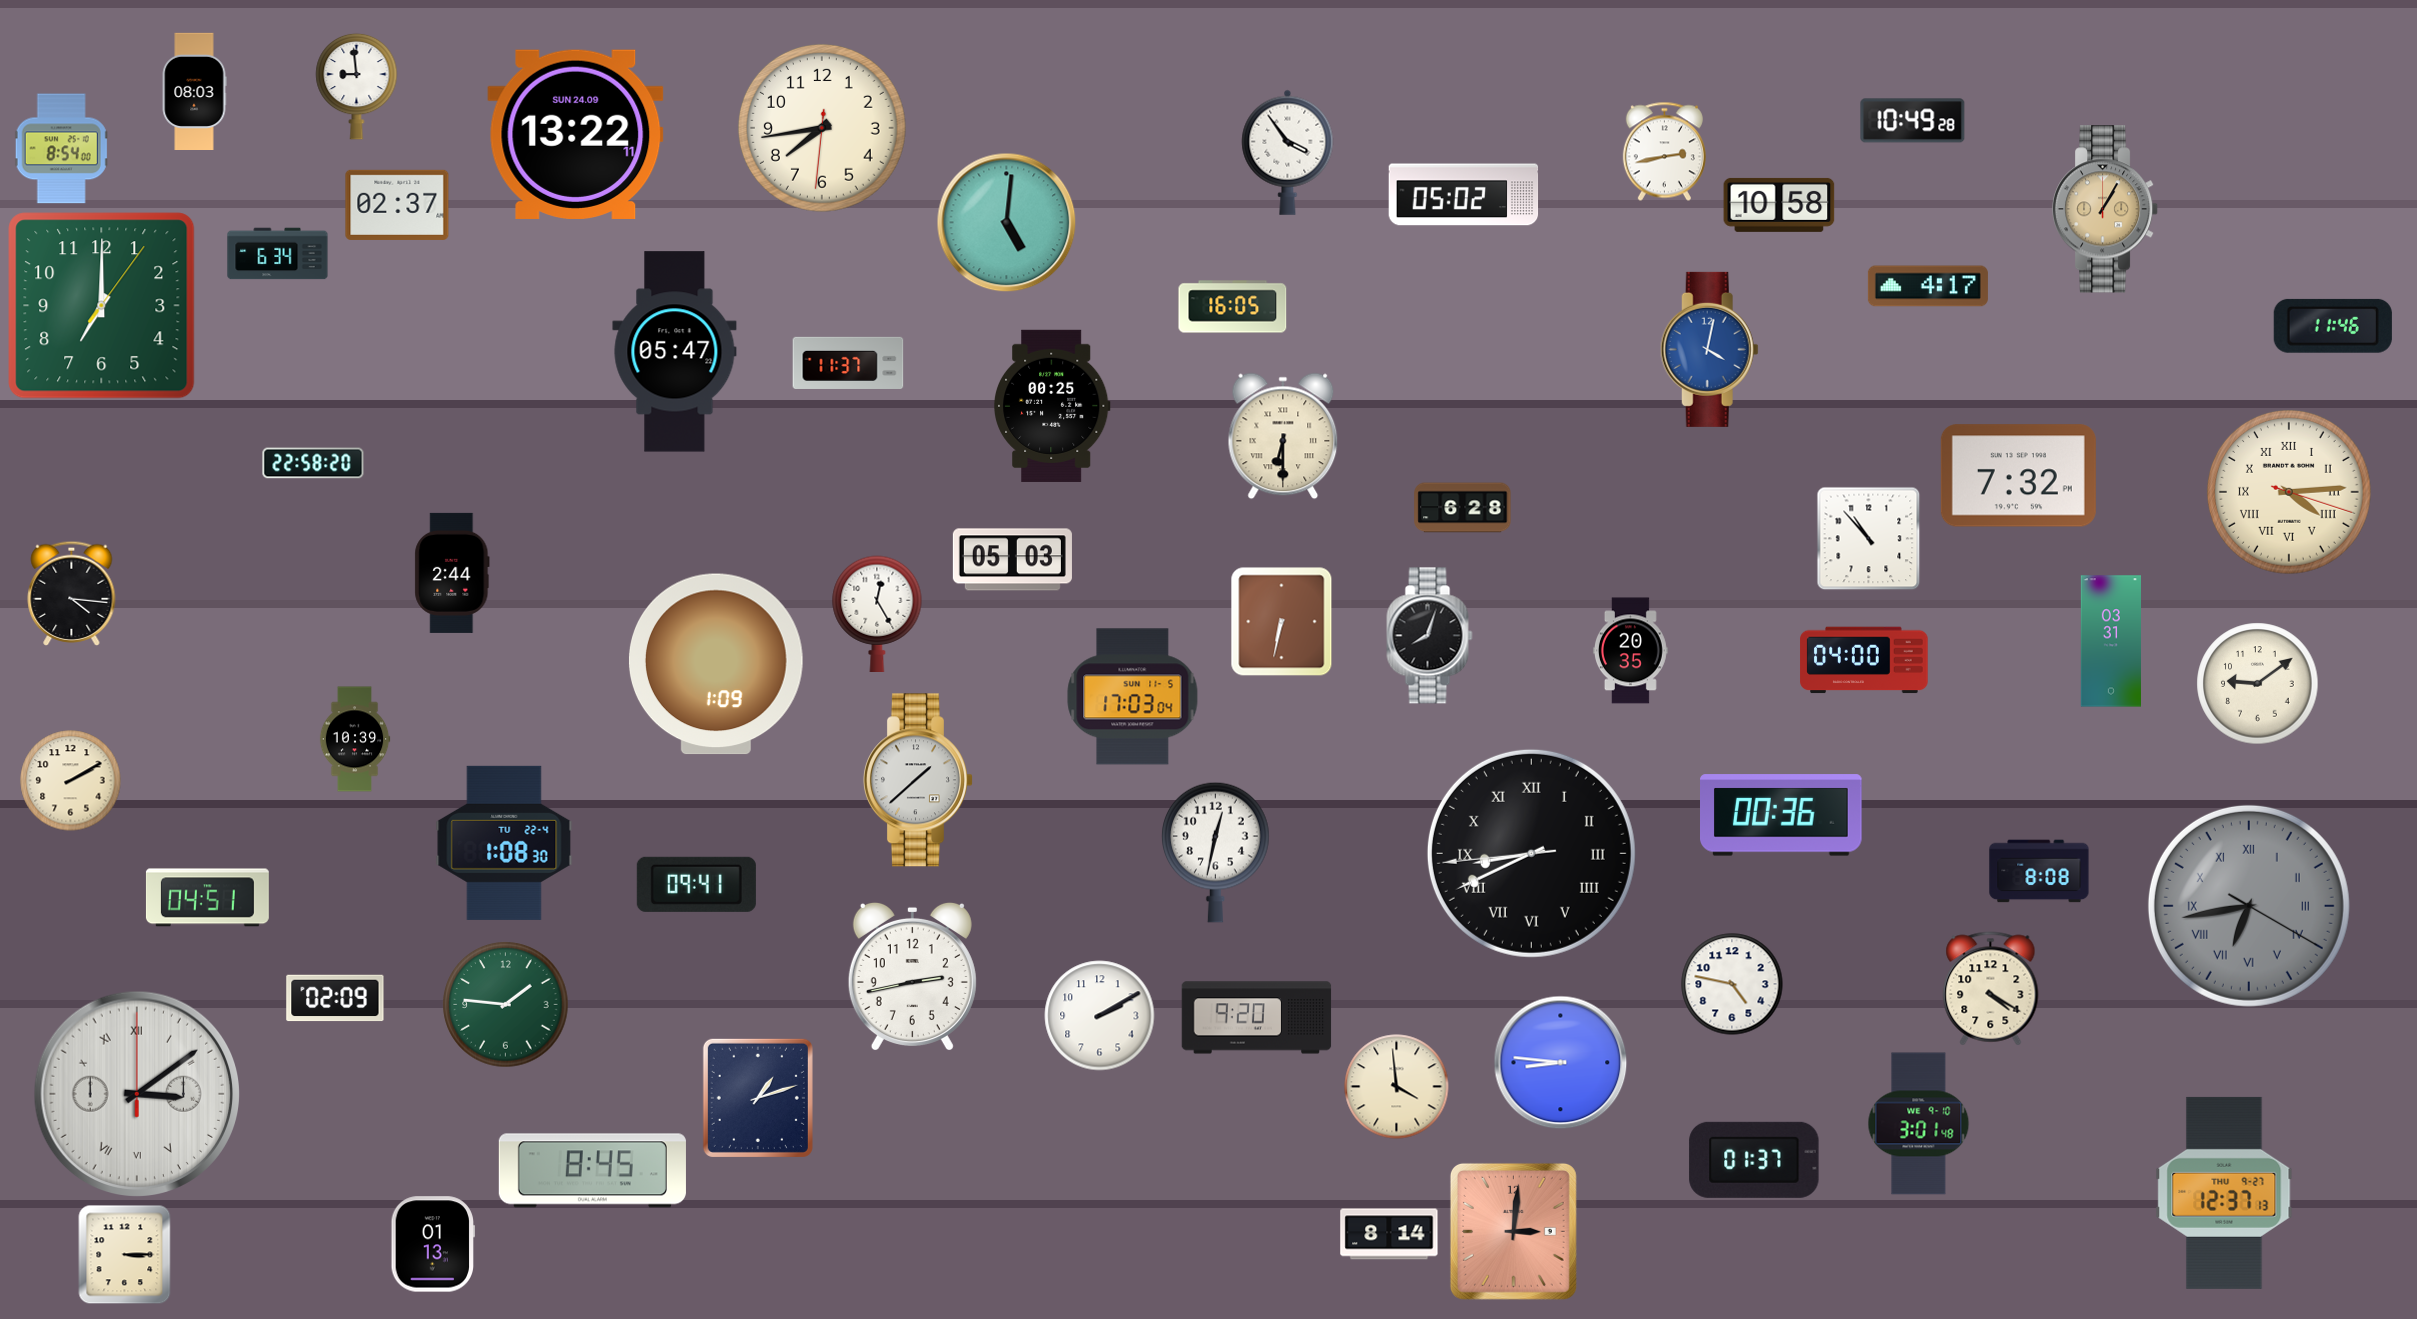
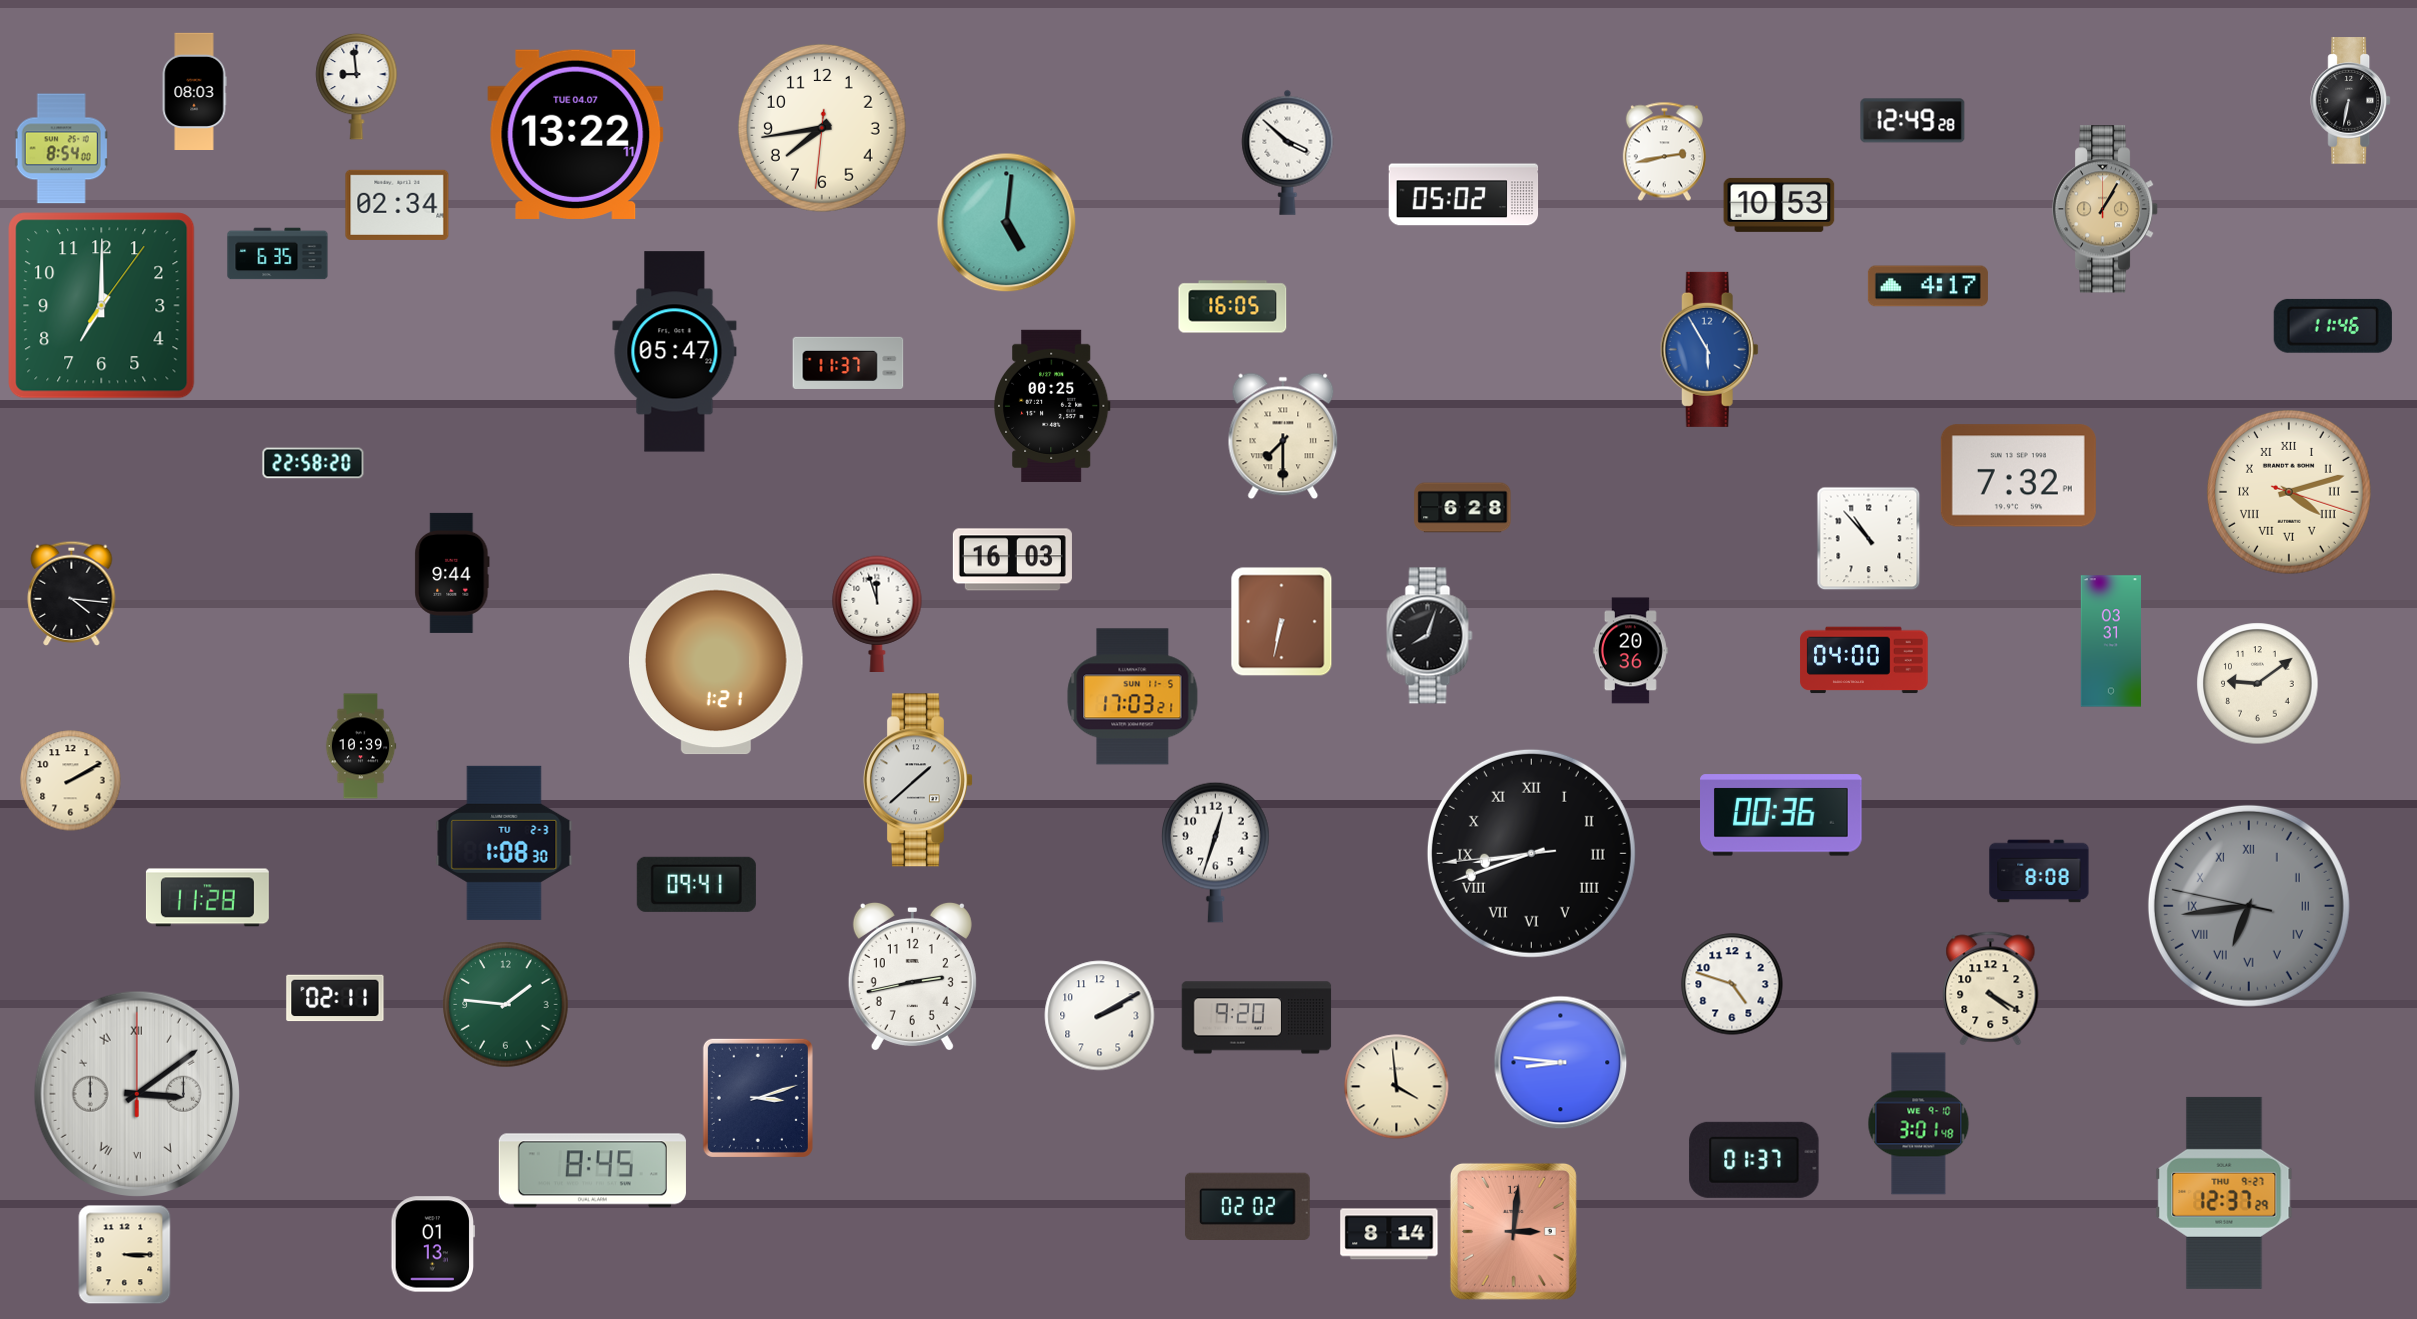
clock at (2351, 101): none -> 6:32
clock at (1913, 121): 10:49 -> 12:49
clock at (576, 134) date: SUN 24.09 -> TUE 04.07
clock at (1288, 152): 3:54 -> 3:52
clock at (397, 205): 02:37 -> 02:34
clock at (1779, 205): 10:58 -> 10:53
clock at (278, 254): 6:34 -> 6:35
clock at (1709, 349): 4:02 -> 5:55
clock at (1283, 436): 6:30 -> 7:30
clock at (2289, 492): 4:14 -> 4:12
clock at (1012, 560): 05:03 -> 16:03
clock at (452, 573): 2:44 -> 9:44
clock at (877, 613): 12:25 -> 11:57
clock at (1630, 651): 20:35 -> 20:36
clock at (716, 664): 1:09 -> 1:21
clock at (1133, 697): 17:03:04 -> 17:03:21
clock at (355, 739) position: (355, 739) -> (361, 746)
clock at (504, 843) date: TU 22-4 -> TU 2-3
clock at (1216, 852): 12:32 -> 12:33
clock at (1531, 853): 8:40 -> 8:41
clock at (207, 898): 04:51 -> 11:28
clock at (2249, 906): 6:43:20 -> 6:43:47
clock at (1732, 984): 4:47 -> 4:48
clock at (335, 998): 02:09 -> 02:11
clock at (758, 1098): 1:12 -> 3:12
clock at (2224, 1193): 12:37:13 -> 12:37:29
clock at (1247, 1206): none -> 02:02
